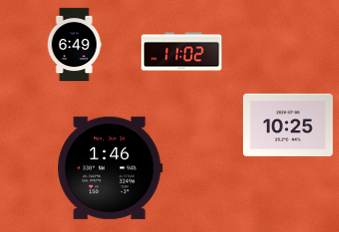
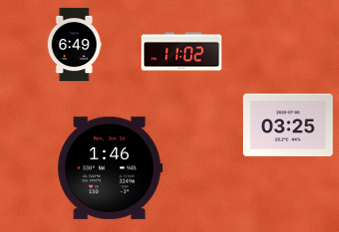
clock at (288, 125): 10:25 -> 03:25
